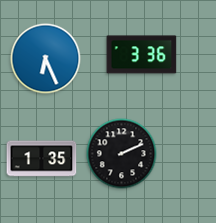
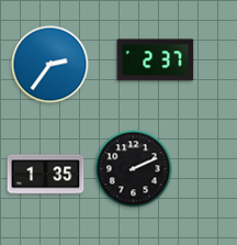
clock at (142, 55): 3:36 -> 2:37
clock at (46, 59): 6:26 -> 2:36
